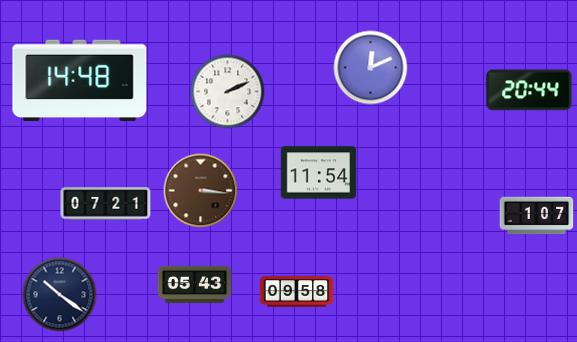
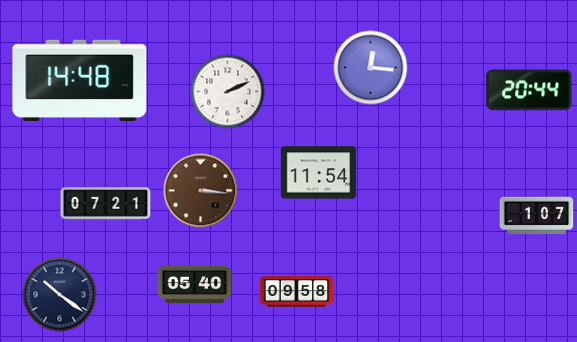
clock at (371, 68): 12:11 -> 12:16
clock at (195, 285): 05:43 -> 05:40
